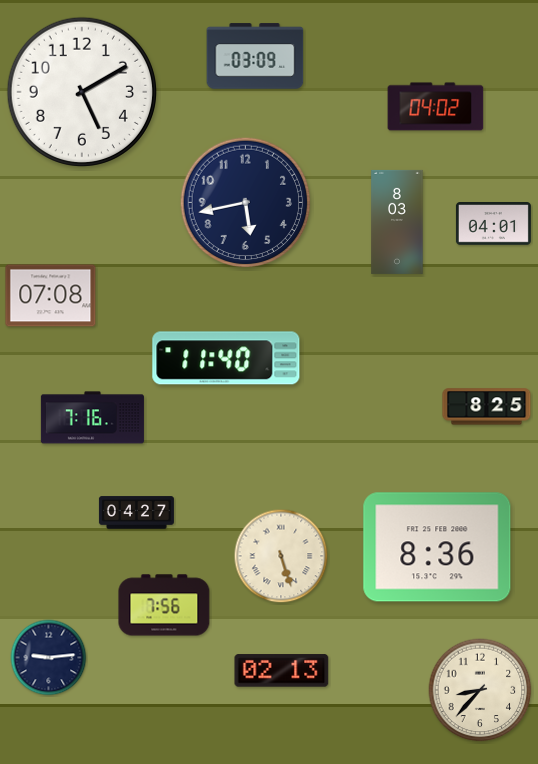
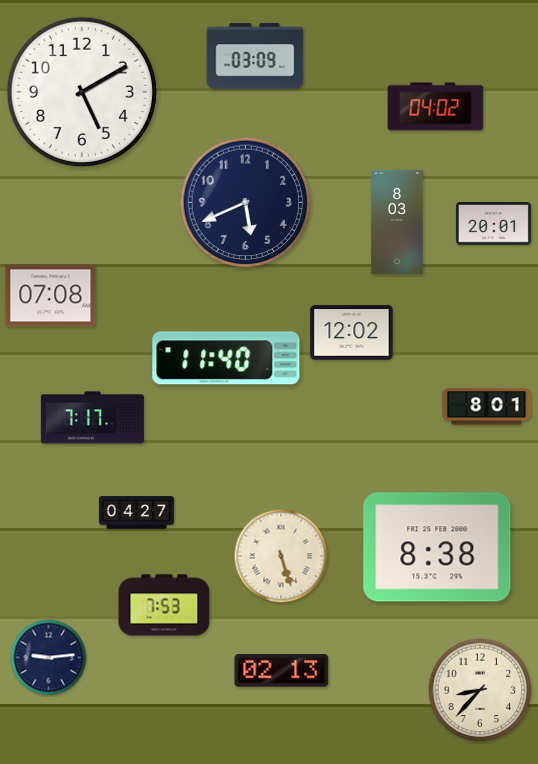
clock at (246, 203): 5:43 -> 5:41
clock at (493, 224): 04:01 -> 20:01
clock at (352, 333): none -> 12:02
clock at (487, 407): 8:25 -> 8:01
clock at (92, 418): 7:16 -> 7:17
clock at (437, 547): 8:36 -> 8:38
clock at (164, 605): 7:56 -> 7:53
